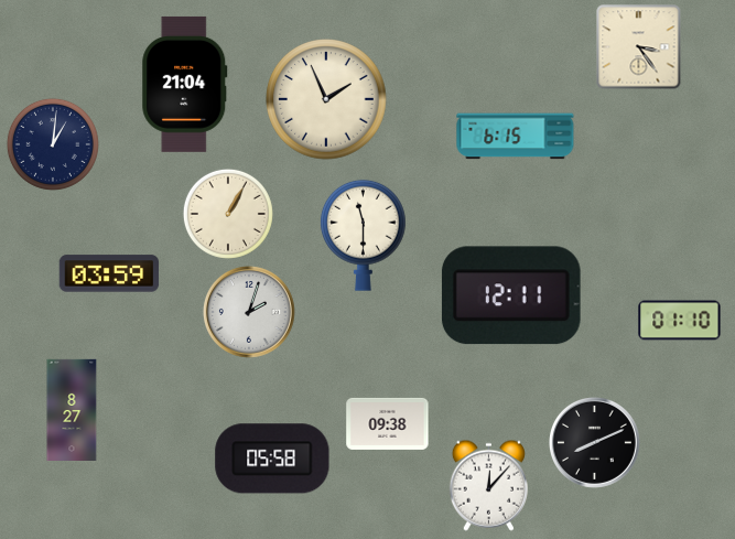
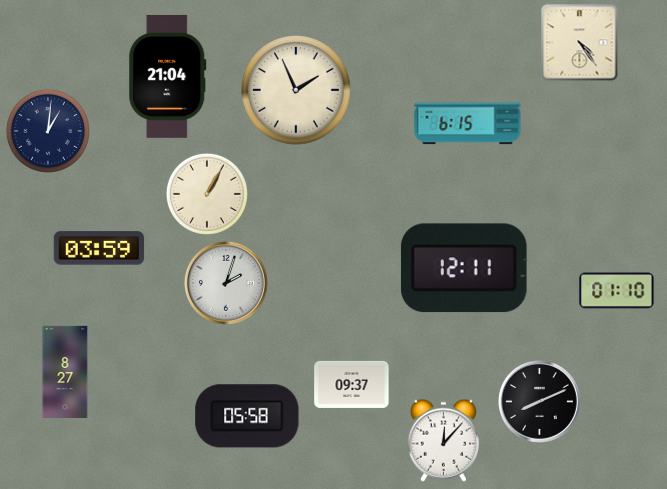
clock at (639, 47): 3:24 -> 4:24
clock at (363, 235): 11:30 -> none
clock at (388, 423): 09:38 -> 09:37
